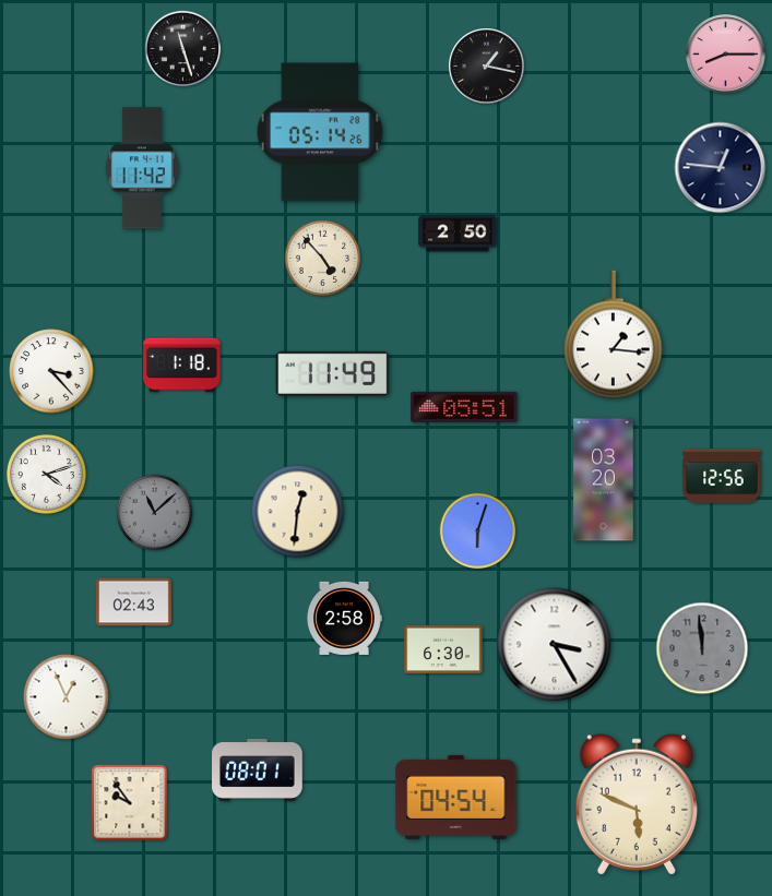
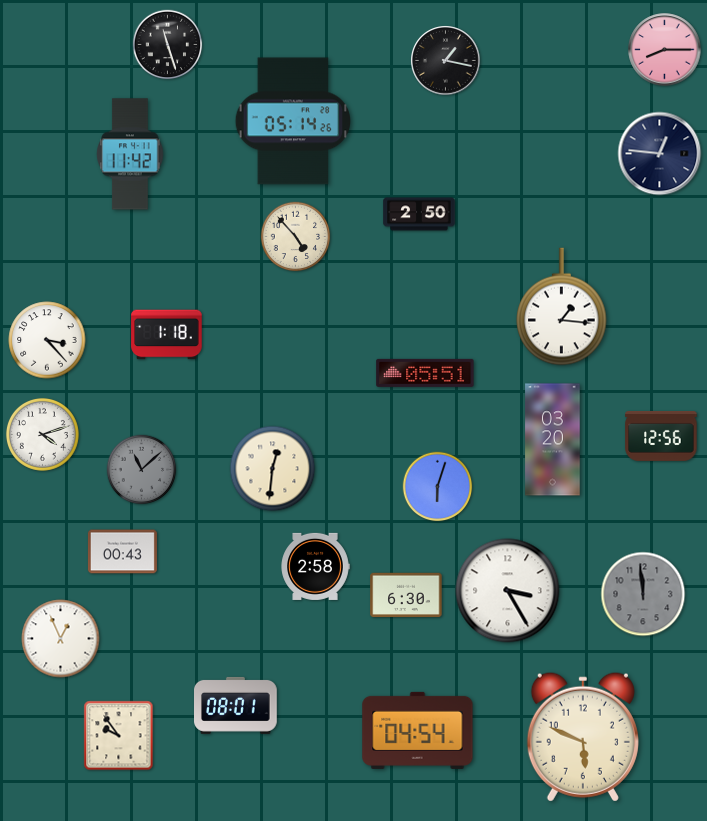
clock at (333, 373): 11:49 -> none
clock at (133, 602): 02:43 -> 00:43
